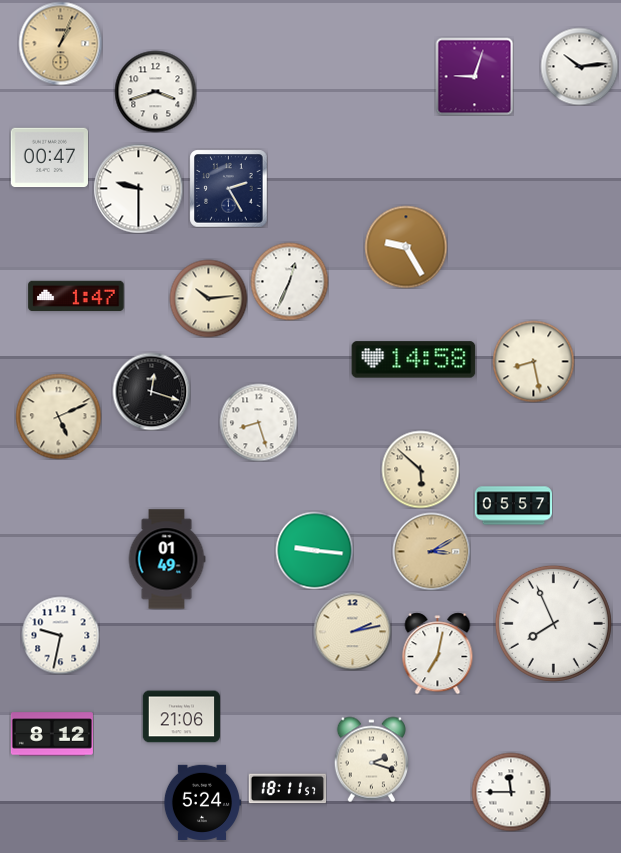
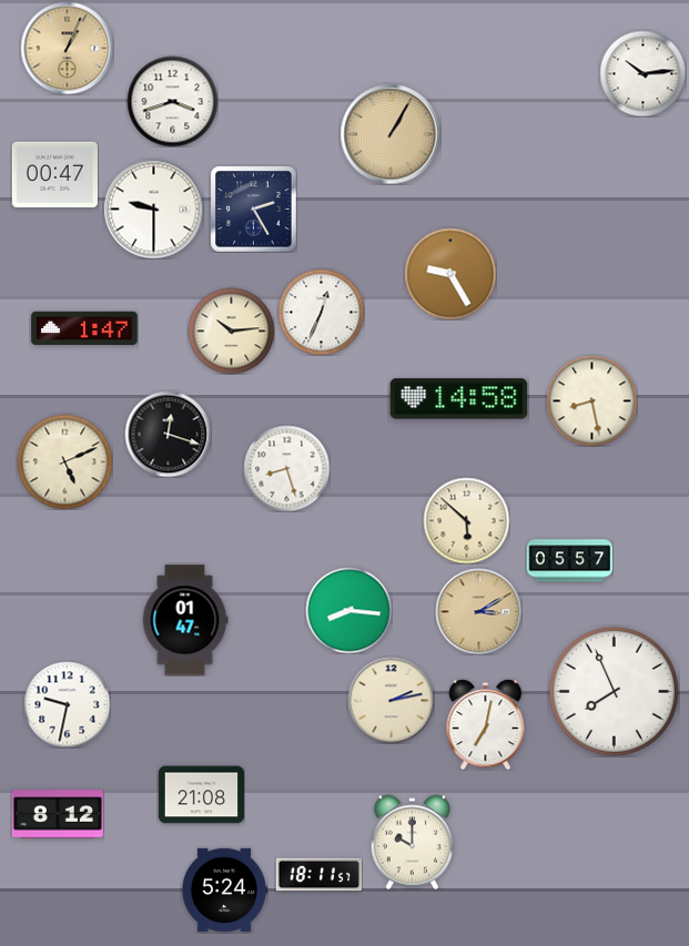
clock at (474, 76): 9:03 -> none
clock at (391, 134): none -> 1:05
clock at (314, 550): 9:16 -> 8:16
clock at (167, 559): 01:49 -> 01:47
clock at (181, 717): 21:06 -> 21:08
clock at (371, 759): 2:18 -> 10:00
clock at (511, 792): 11:45 -> none
